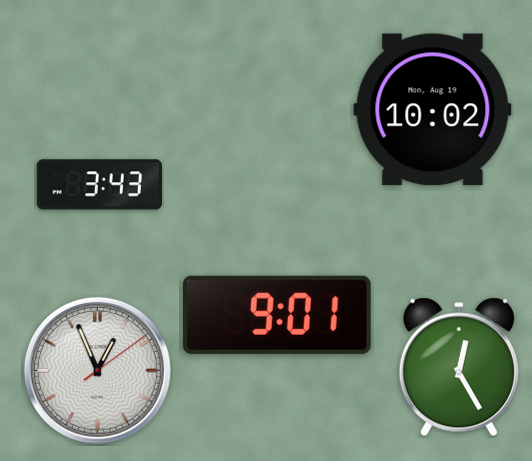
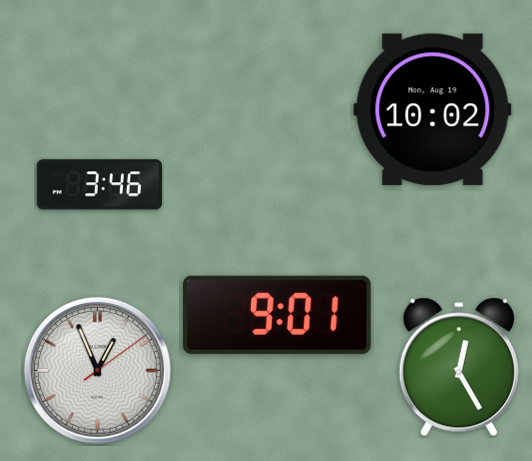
clock at (99, 185): 3:43 -> 3:46
